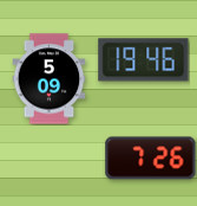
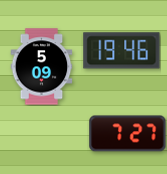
clock at (151, 159): 7:26 -> 7:27
